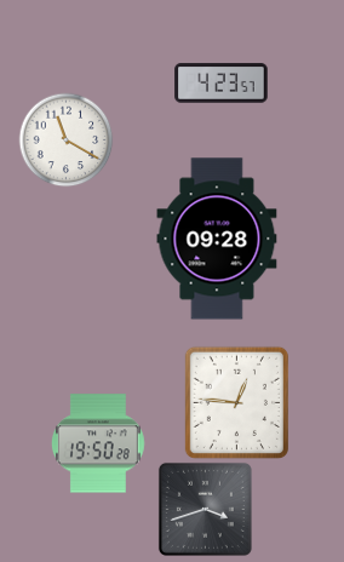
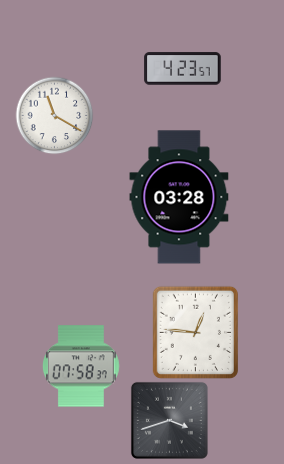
clock at (217, 239): 09:28 -> 03:28
clock at (98, 443): 19:50 -> 07:58
